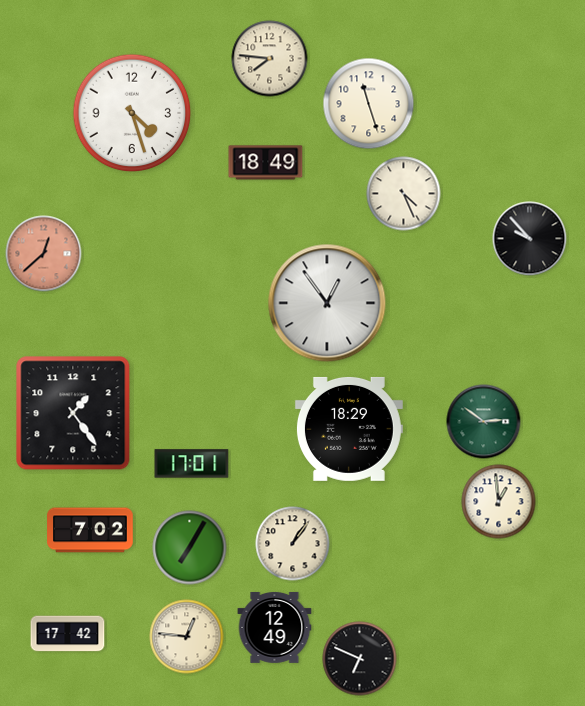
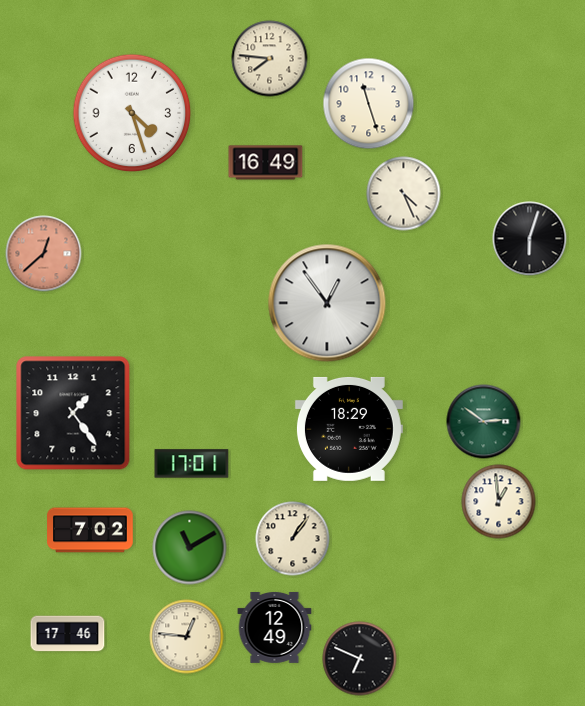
clock at (266, 163): 18:49 -> 16:49
clock at (530, 239): 9:53 -> 6:03
clock at (293, 544) position: (293, 544) -> (293, 539)
clock at (190, 548): 7:05 -> 11:10
clock at (68, 634): 17:42 -> 17:46
